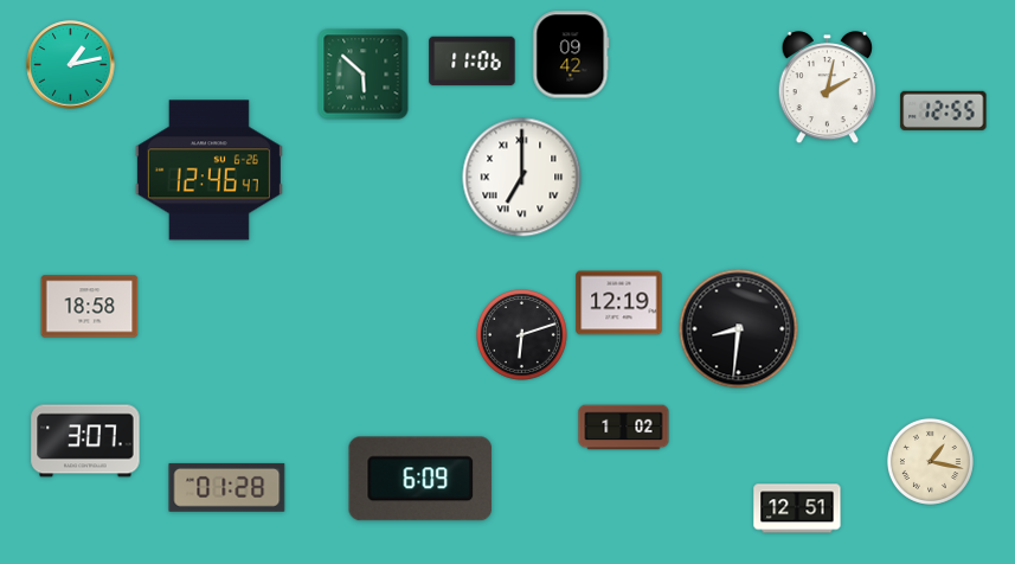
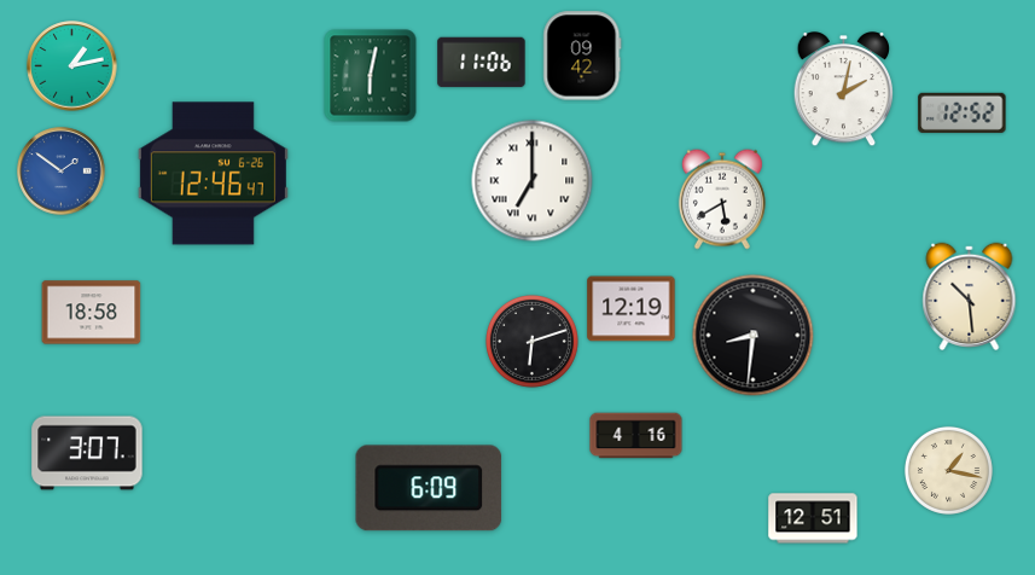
clock at (364, 75): 5:52 -> 6:02
clock at (944, 110): 12:55 -> 12:52
clock at (62, 172): none -> 1:51
clock at (722, 199): none -> 5:40
clock at (970, 296): none -> 10:29
clock at (624, 428): 1:02 -> 4:16
clock at (85, 441) position: (85, 441) -> (87, 453)
clock at (227, 487): 01:28 -> none
